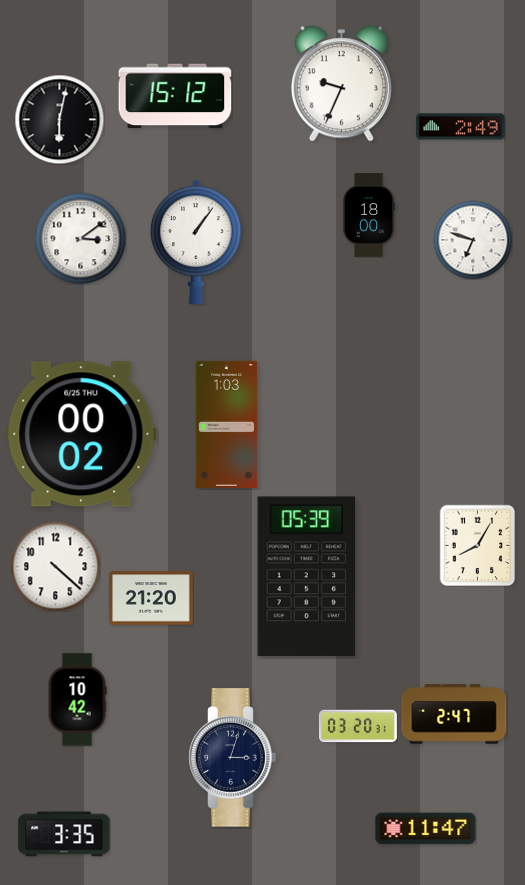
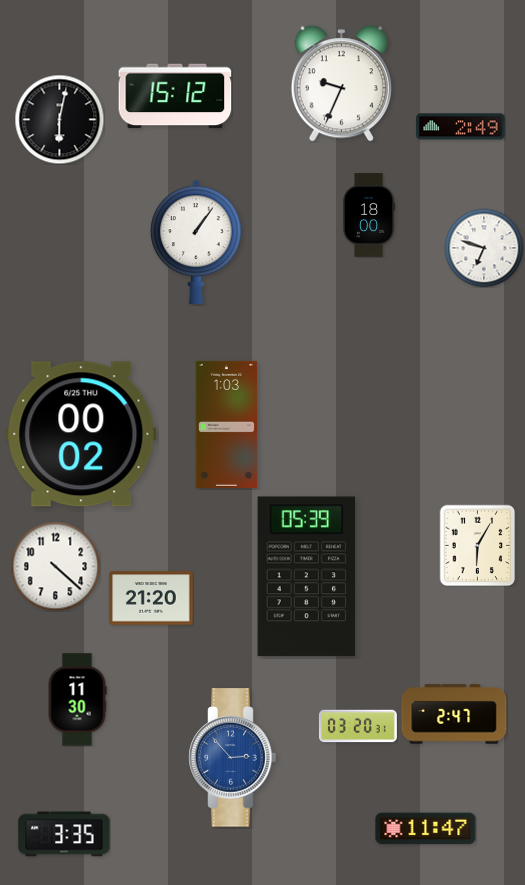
clock at (80, 238): 3:09 -> none
clock at (473, 240) position: (473, 240) -> (484, 248)
clock at (478, 545): 8:05 -> 6:05
clock at (77, 700): 10:42 -> 11:30
clock at (233, 758): 3:03 -> 2:53
clock at (233, 758) dial: navy -> blue
